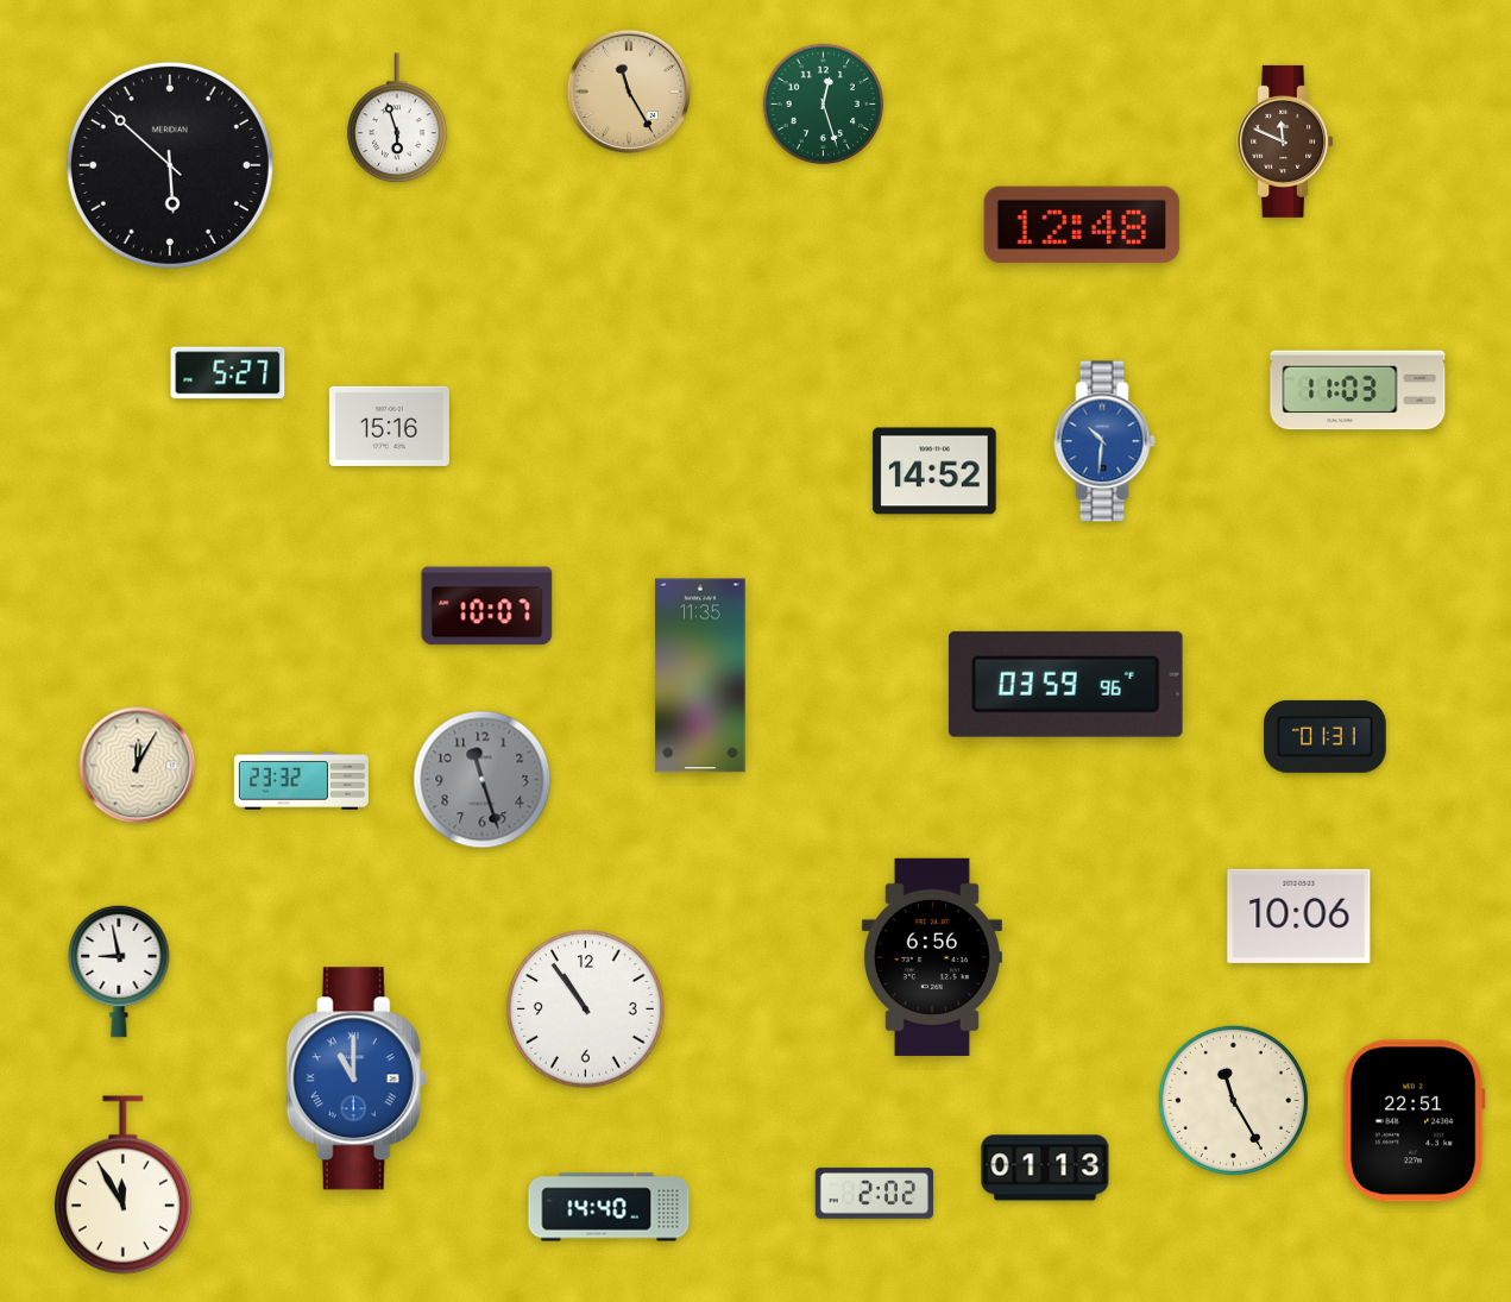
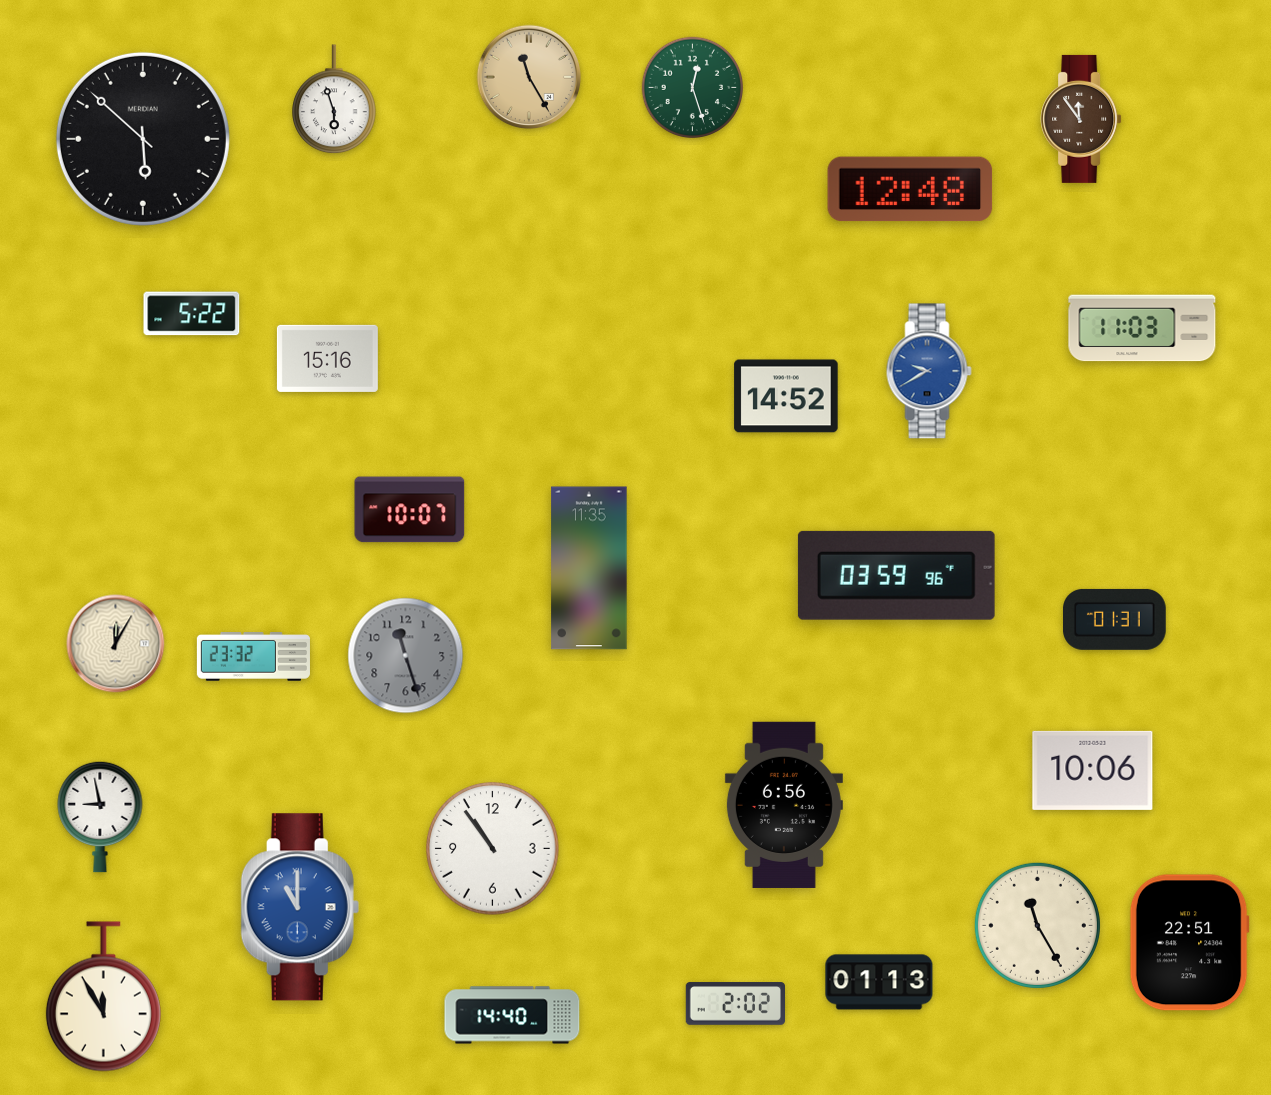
clock at (1285, 141): 11:49 -> 11:54
clock at (228, 373): 5:27 -> 5:22
clock at (1104, 441): 10:31 -> 9:40
